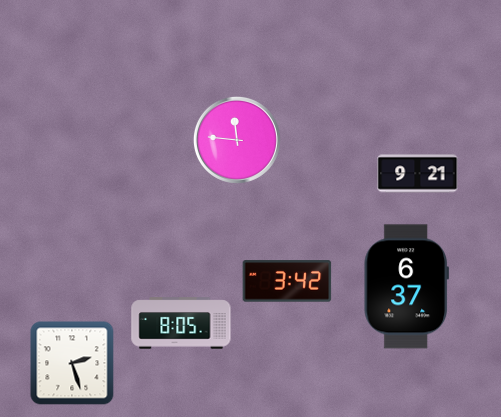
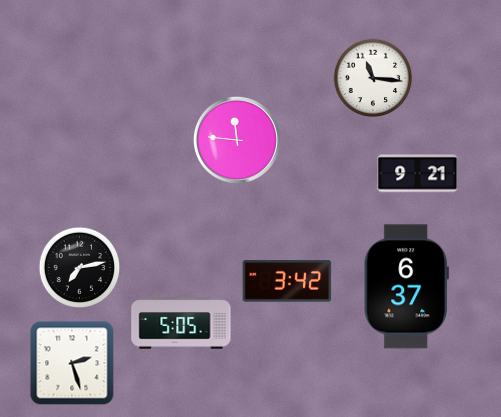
clock at (373, 78): none -> 11:16
clock at (80, 268): none -> 7:13
clock at (181, 323): 8:05 -> 5:05
